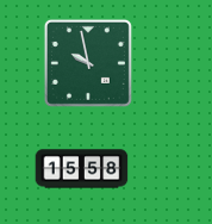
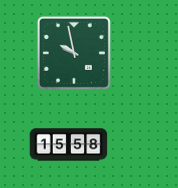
clock at (82, 169) position: (82, 169) -> (69, 145)
